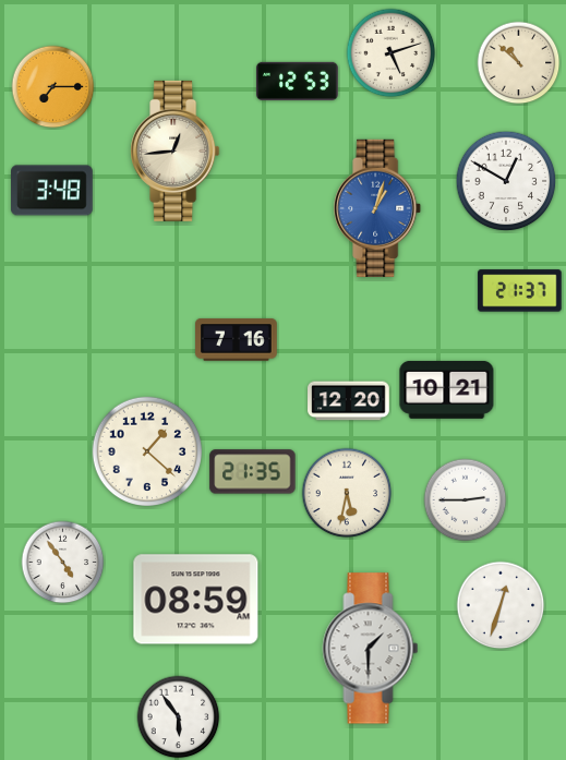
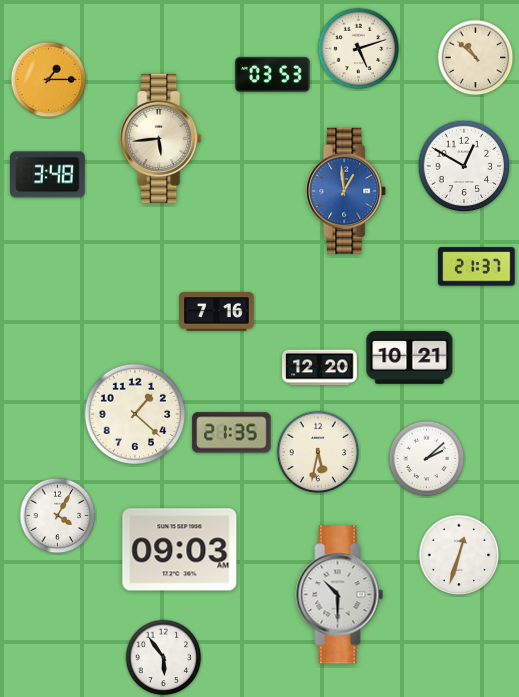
clock at (298, 81): 12:53 -> 03:53
clock at (53, 87): 7:15 -> 1:15
clock at (176, 150): 12:44 -> 5:44
clock at (378, 208): 1:03 -> 12:59
clock at (466, 500): 2:45 -> 2:08
clock at (63, 563): 4:54 -> 4:05
clock at (196, 600): 08:59 -> 09:03
clock at (371, 649): 1:30 -> 10:30
